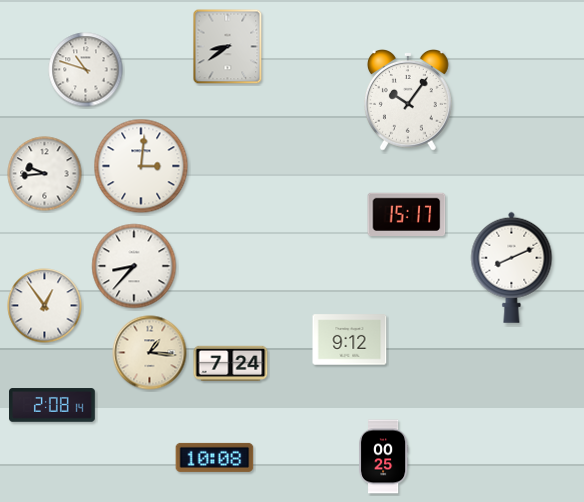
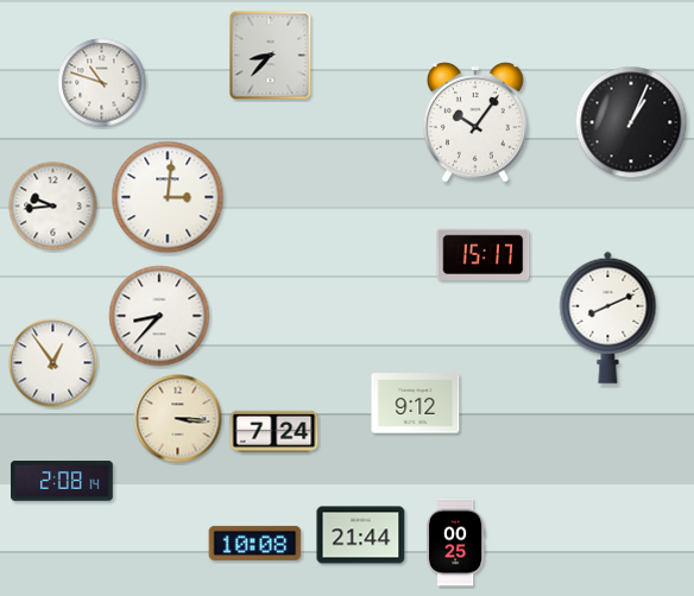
clock at (228, 47): 8:39 -> 8:37
clock at (408, 101) position: (408, 101) -> (475, 123)
clock at (631, 122): none -> 1:04
clock at (150, 353): 1:16 -> 3:16
clock at (361, 535): none -> 21:44
